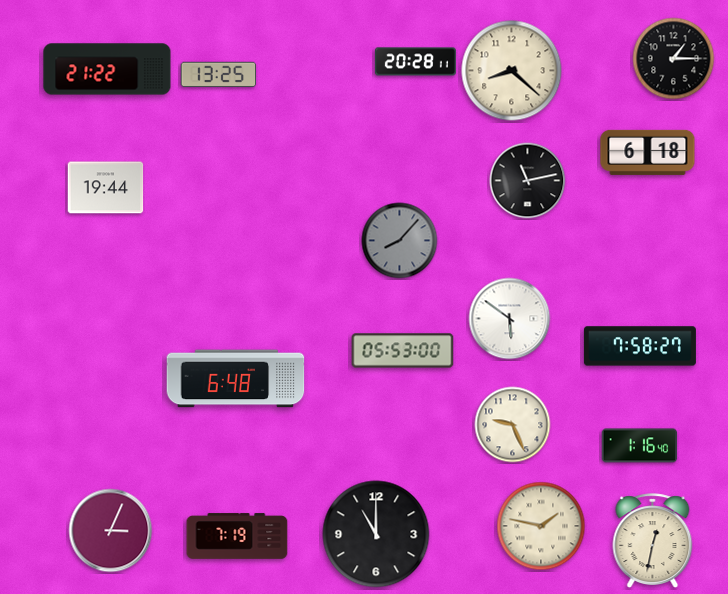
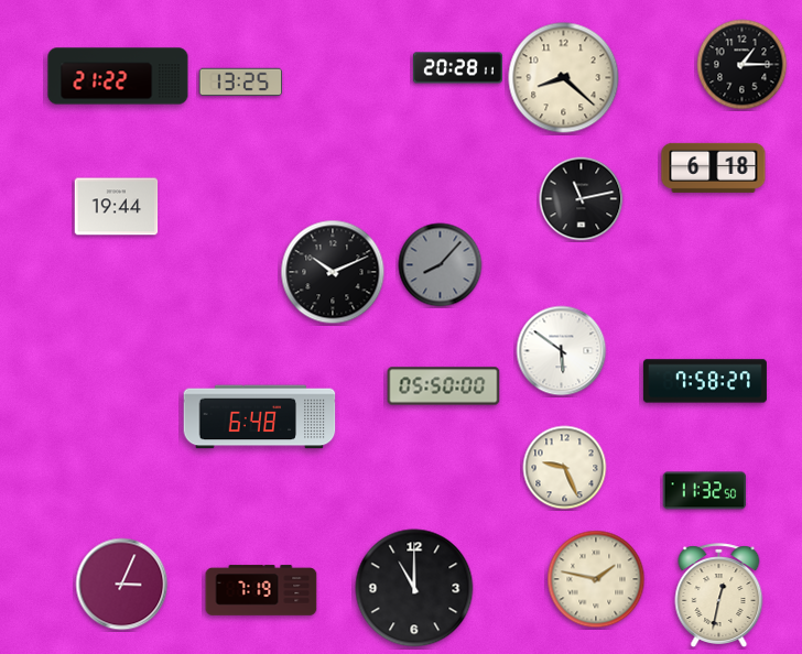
clock at (333, 272): none -> 10:11
clock at (403, 351): 05:53 -> 05:50
clock at (640, 446): 1:16 -> 11:32
